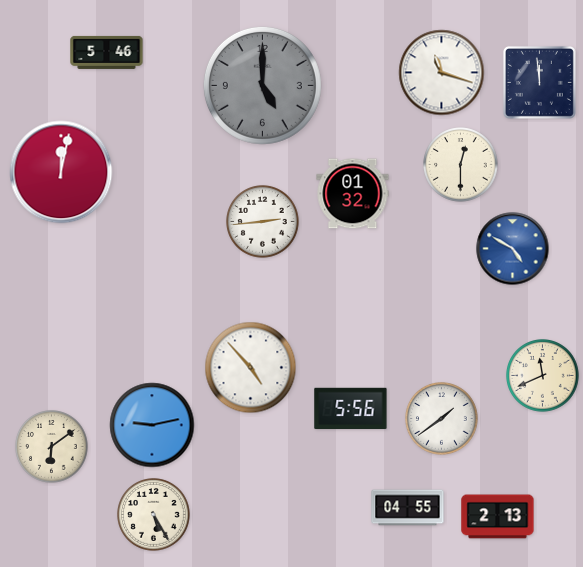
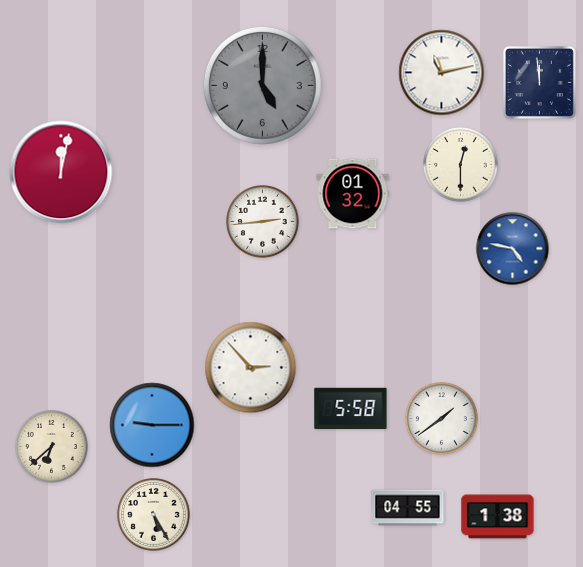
clock at (107, 52): 5:46 -> none
clock at (442, 73): 11:18 -> 11:13
clock at (513, 249): 4:50 -> 4:47
clock at (251, 368): 4:53 -> 2:53
clock at (543, 376): 11:41 -> none
clock at (351, 409): 5:56 -> 5:58
clock at (152, 425): 9:13 -> 9:15
clock at (52, 447): 6:09 -> 6:38
clock at (498, 517): 2:13 -> 1:38
